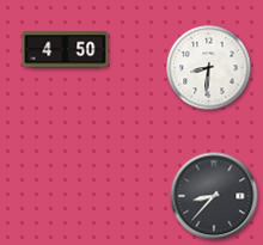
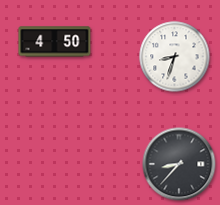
clock at (209, 68): 8:31 -> 8:33
